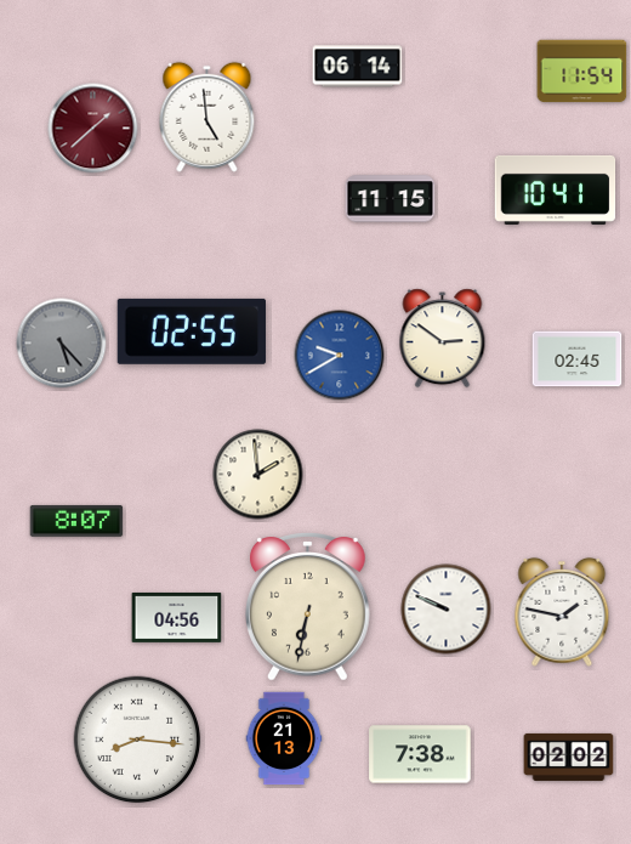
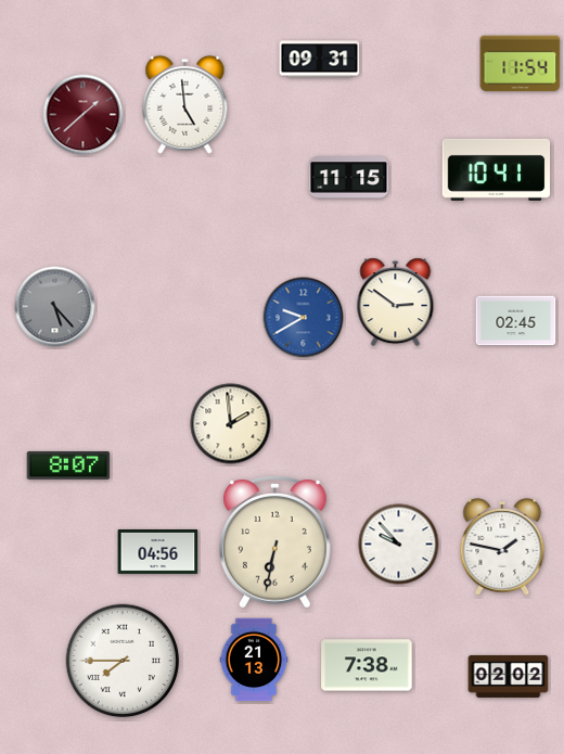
clock at (358, 67): 06:14 -> 09:31
clock at (192, 332): 02:55 -> none
clock at (447, 610): 9:49 -> 9:53
clock at (137, 740): 8:16 -> 7:45
clock at (420, 754) position: (420, 754) -> (367, 665)
